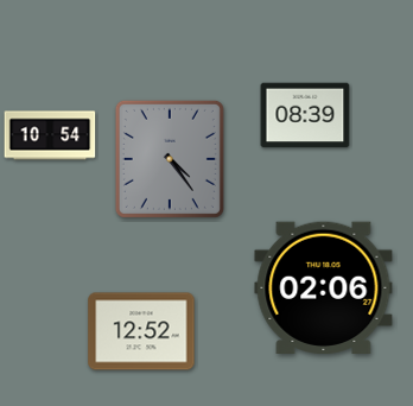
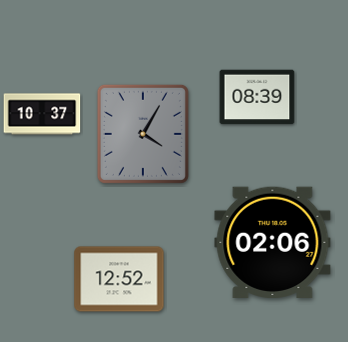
clock at (50, 135): 10:54 -> 10:37
clock at (170, 159): 4:24 -> 4:05
